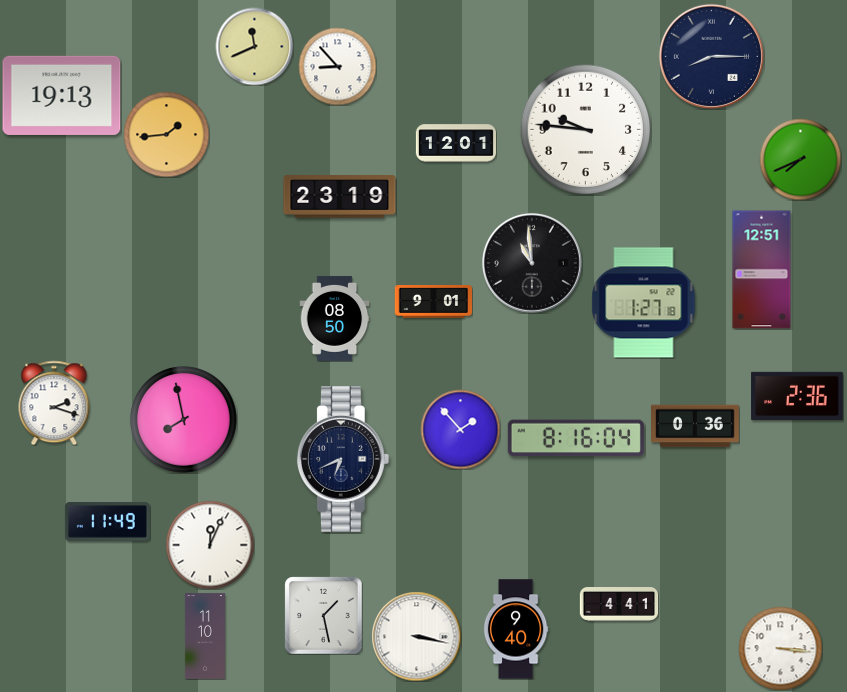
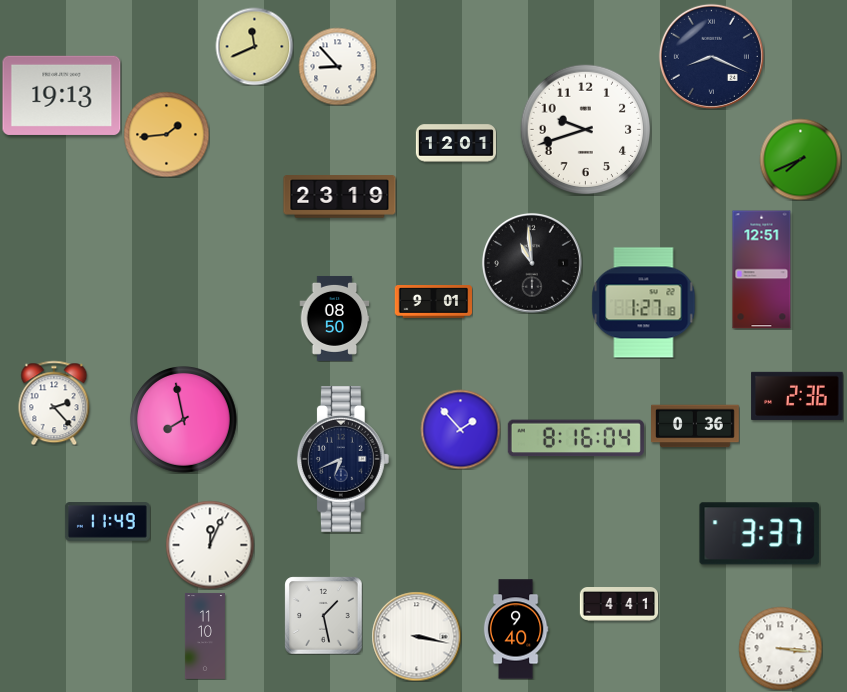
clock at (711, 56): 8:15 -> 8:19
clock at (586, 130): 9:46 -> 9:42
clock at (54, 403): 2:18 -> 2:23
clock at (760, 534): none -> 3:37
